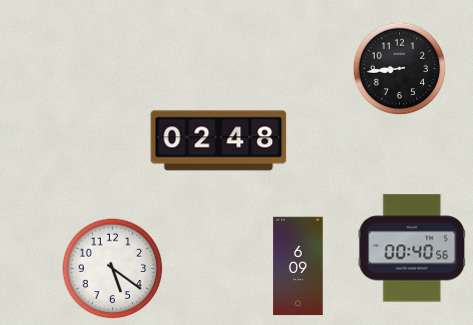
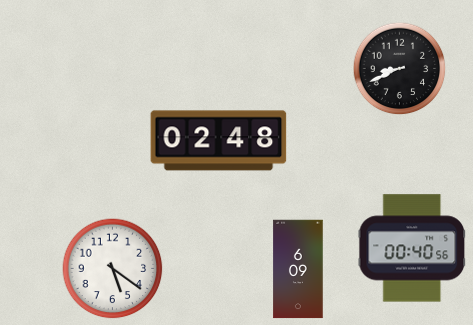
clock at (399, 68): 8:44 -> 8:41
clock at (298, 266) position: (298, 266) -> (298, 269)
